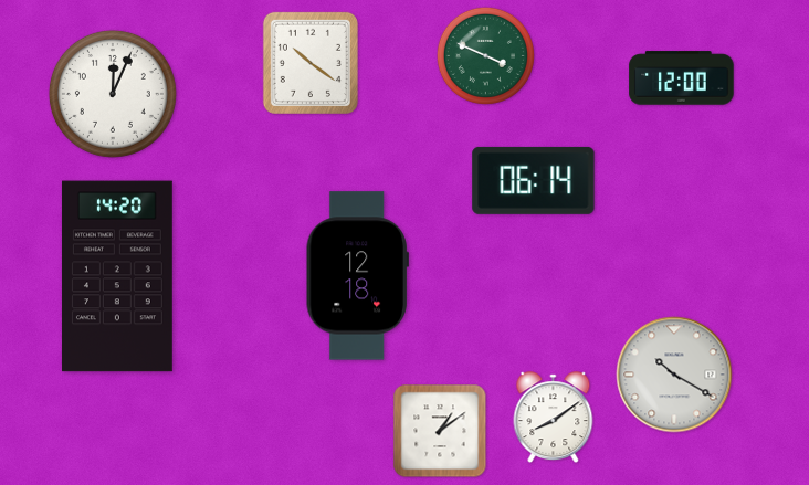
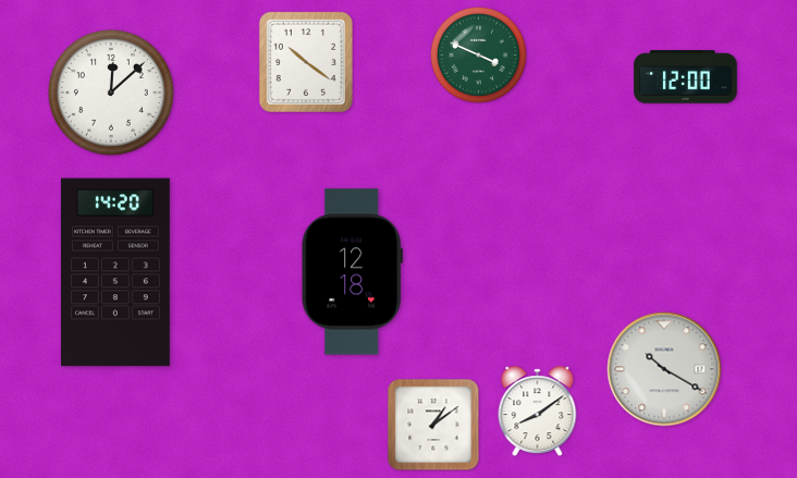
clock at (682, 78) position: (682, 78) -> (686, 77)
clock at (113, 94): 12:04 -> 12:08
clock at (534, 180): 06:14 -> none
clock at (554, 418) position: (554, 418) -> (538, 412)
